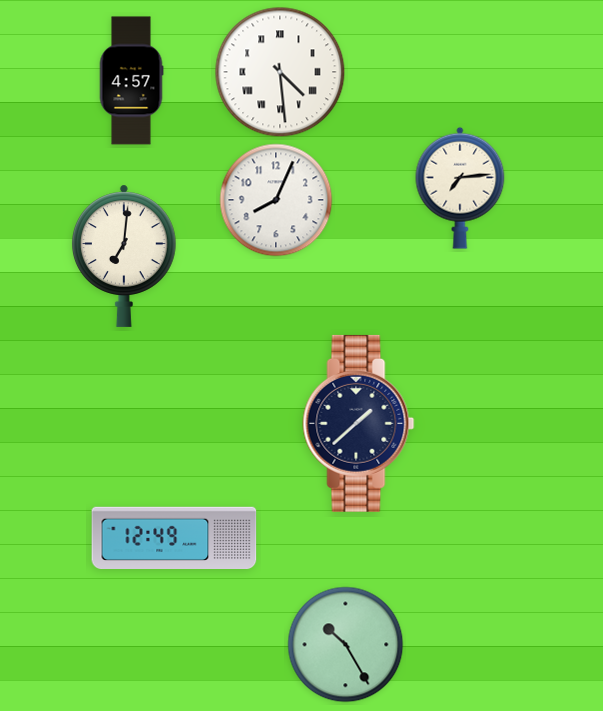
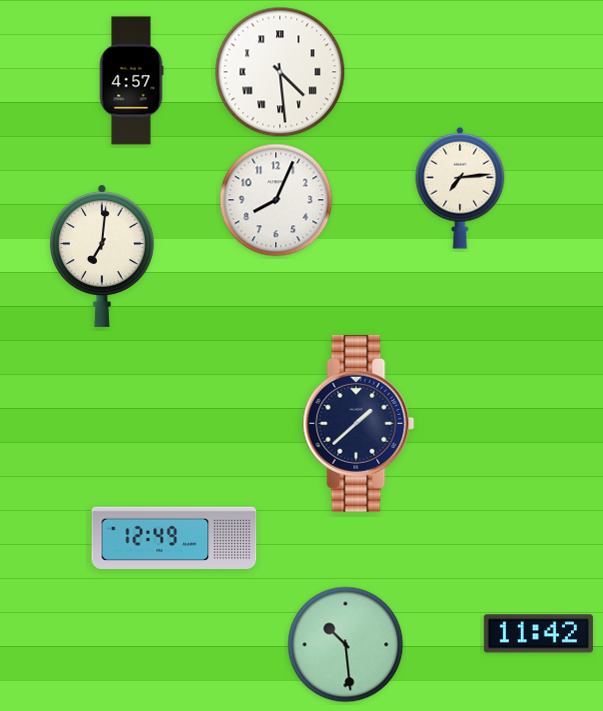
clock at (124, 256) position: (124, 256) -> (102, 256)
clock at (538, 634): none -> 11:42
clock at (346, 645): 10:25 -> 10:29
